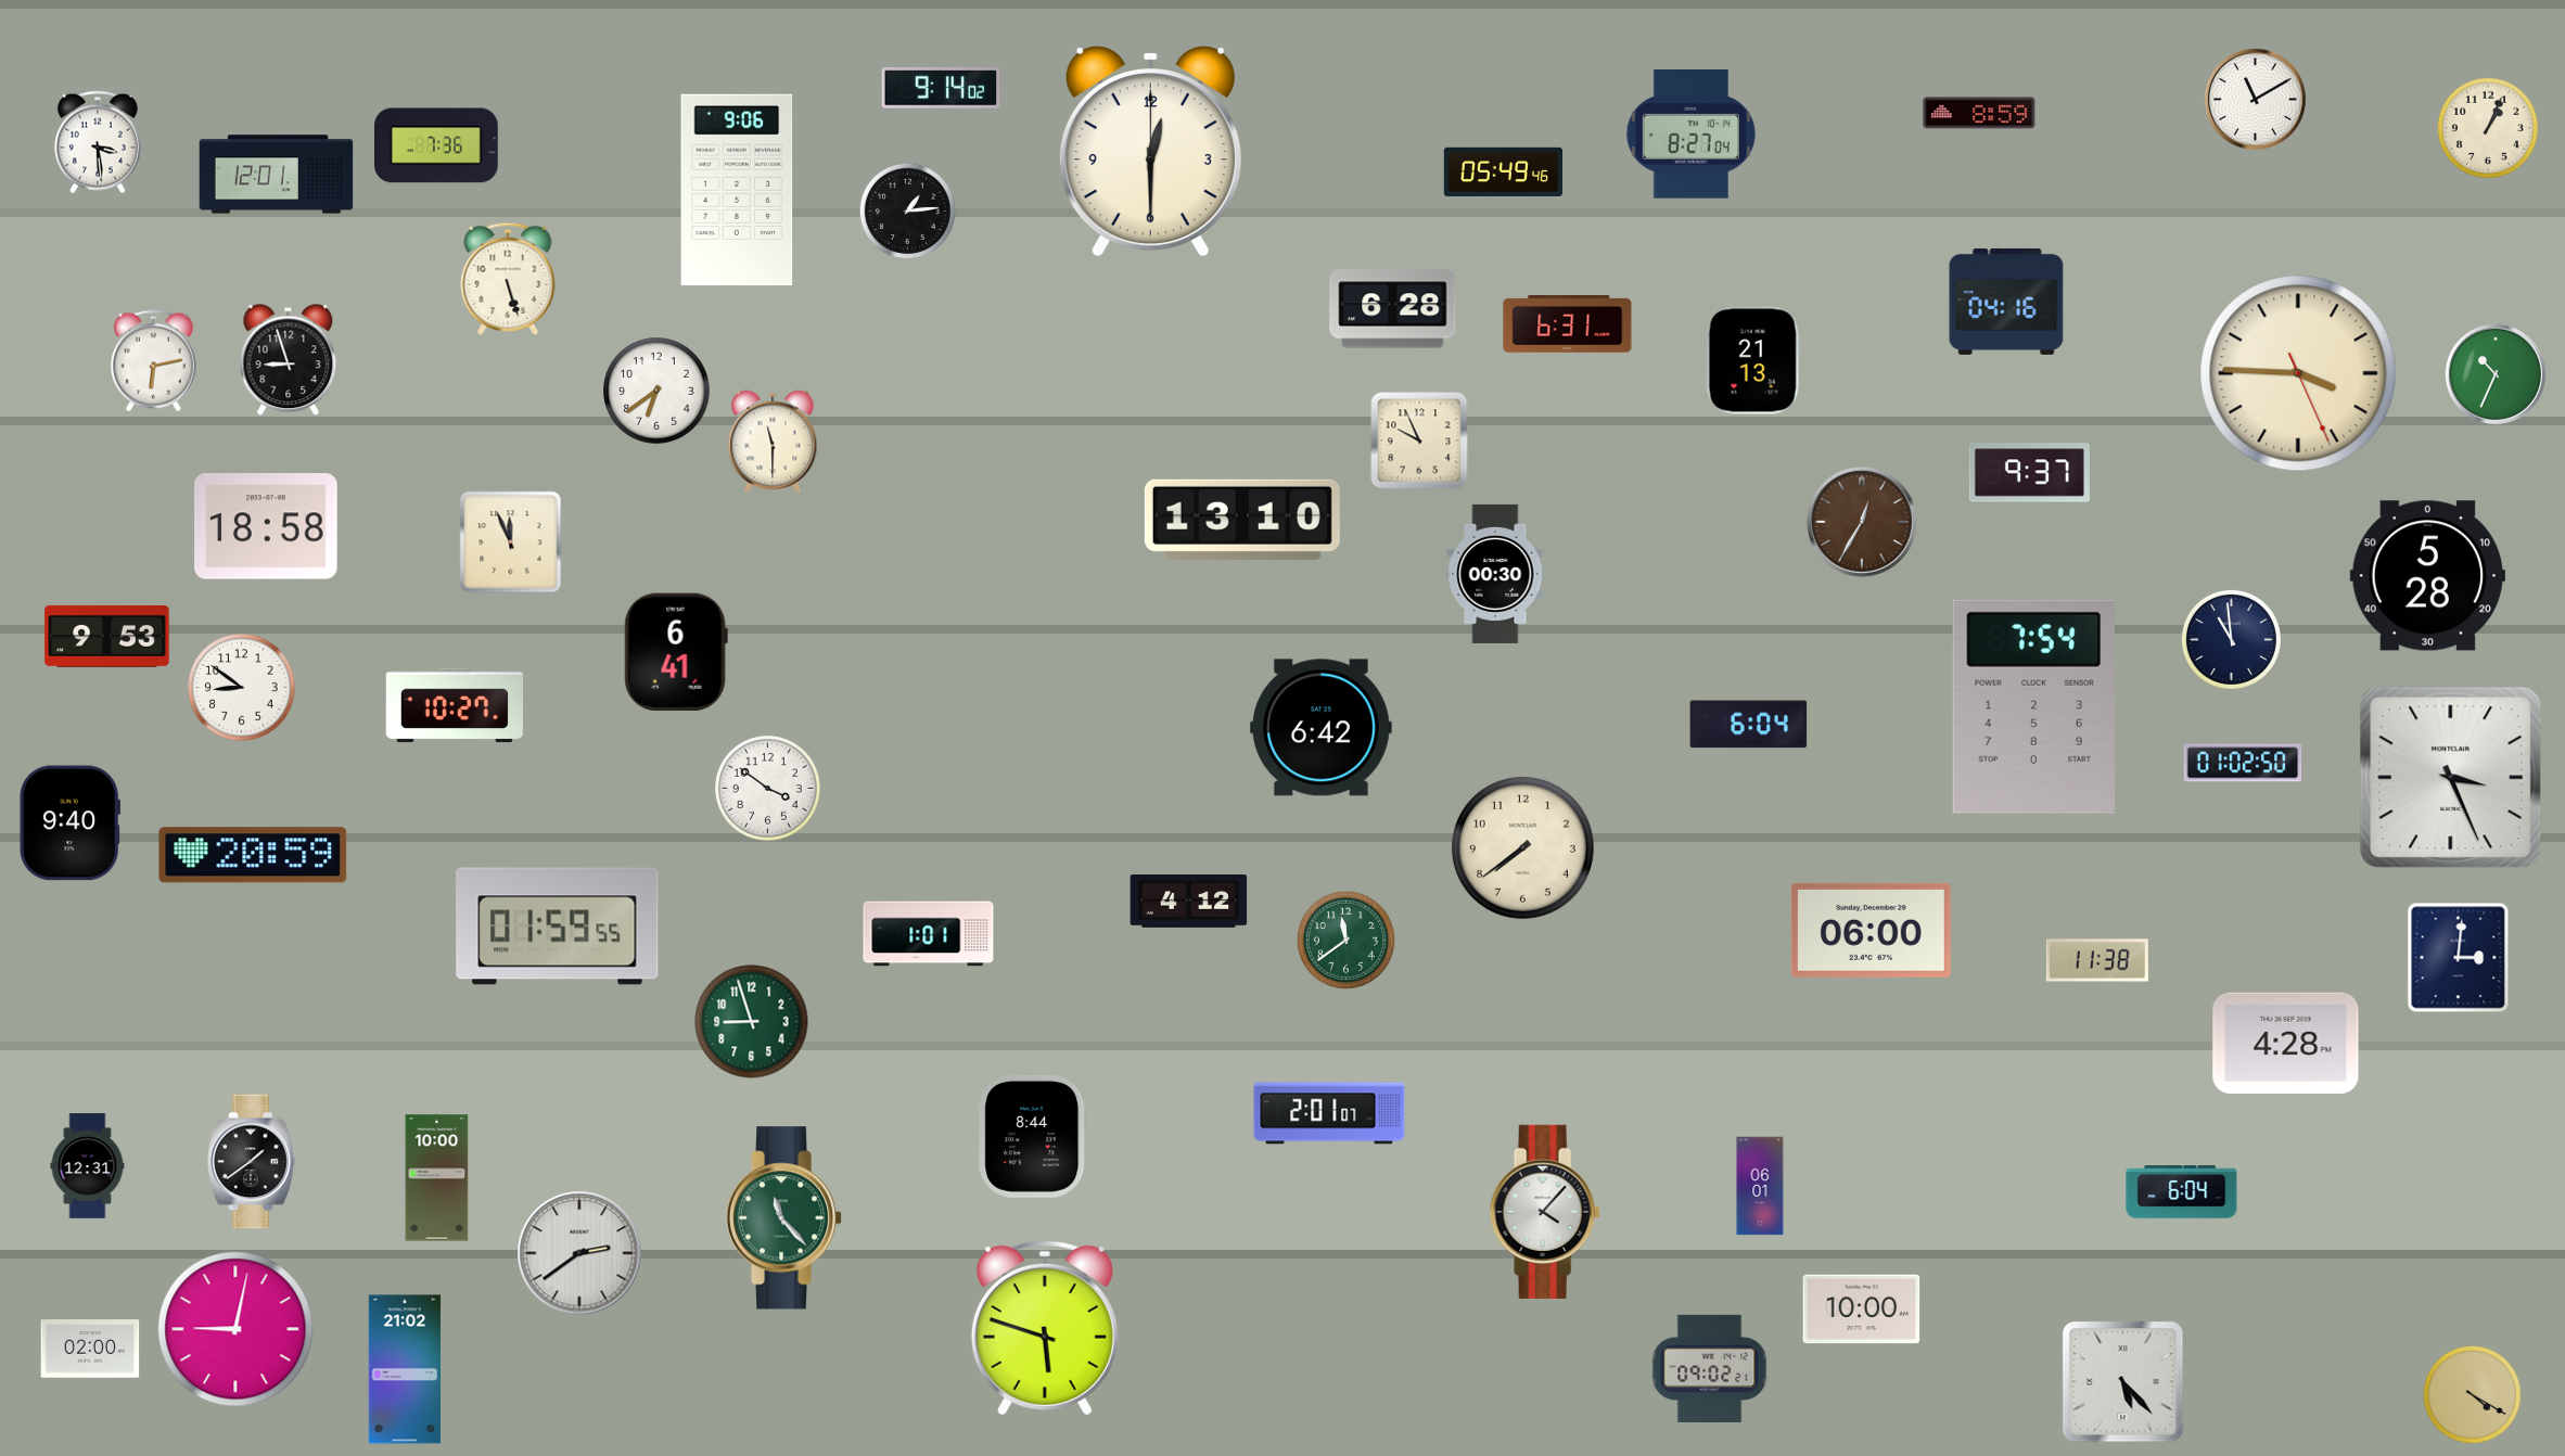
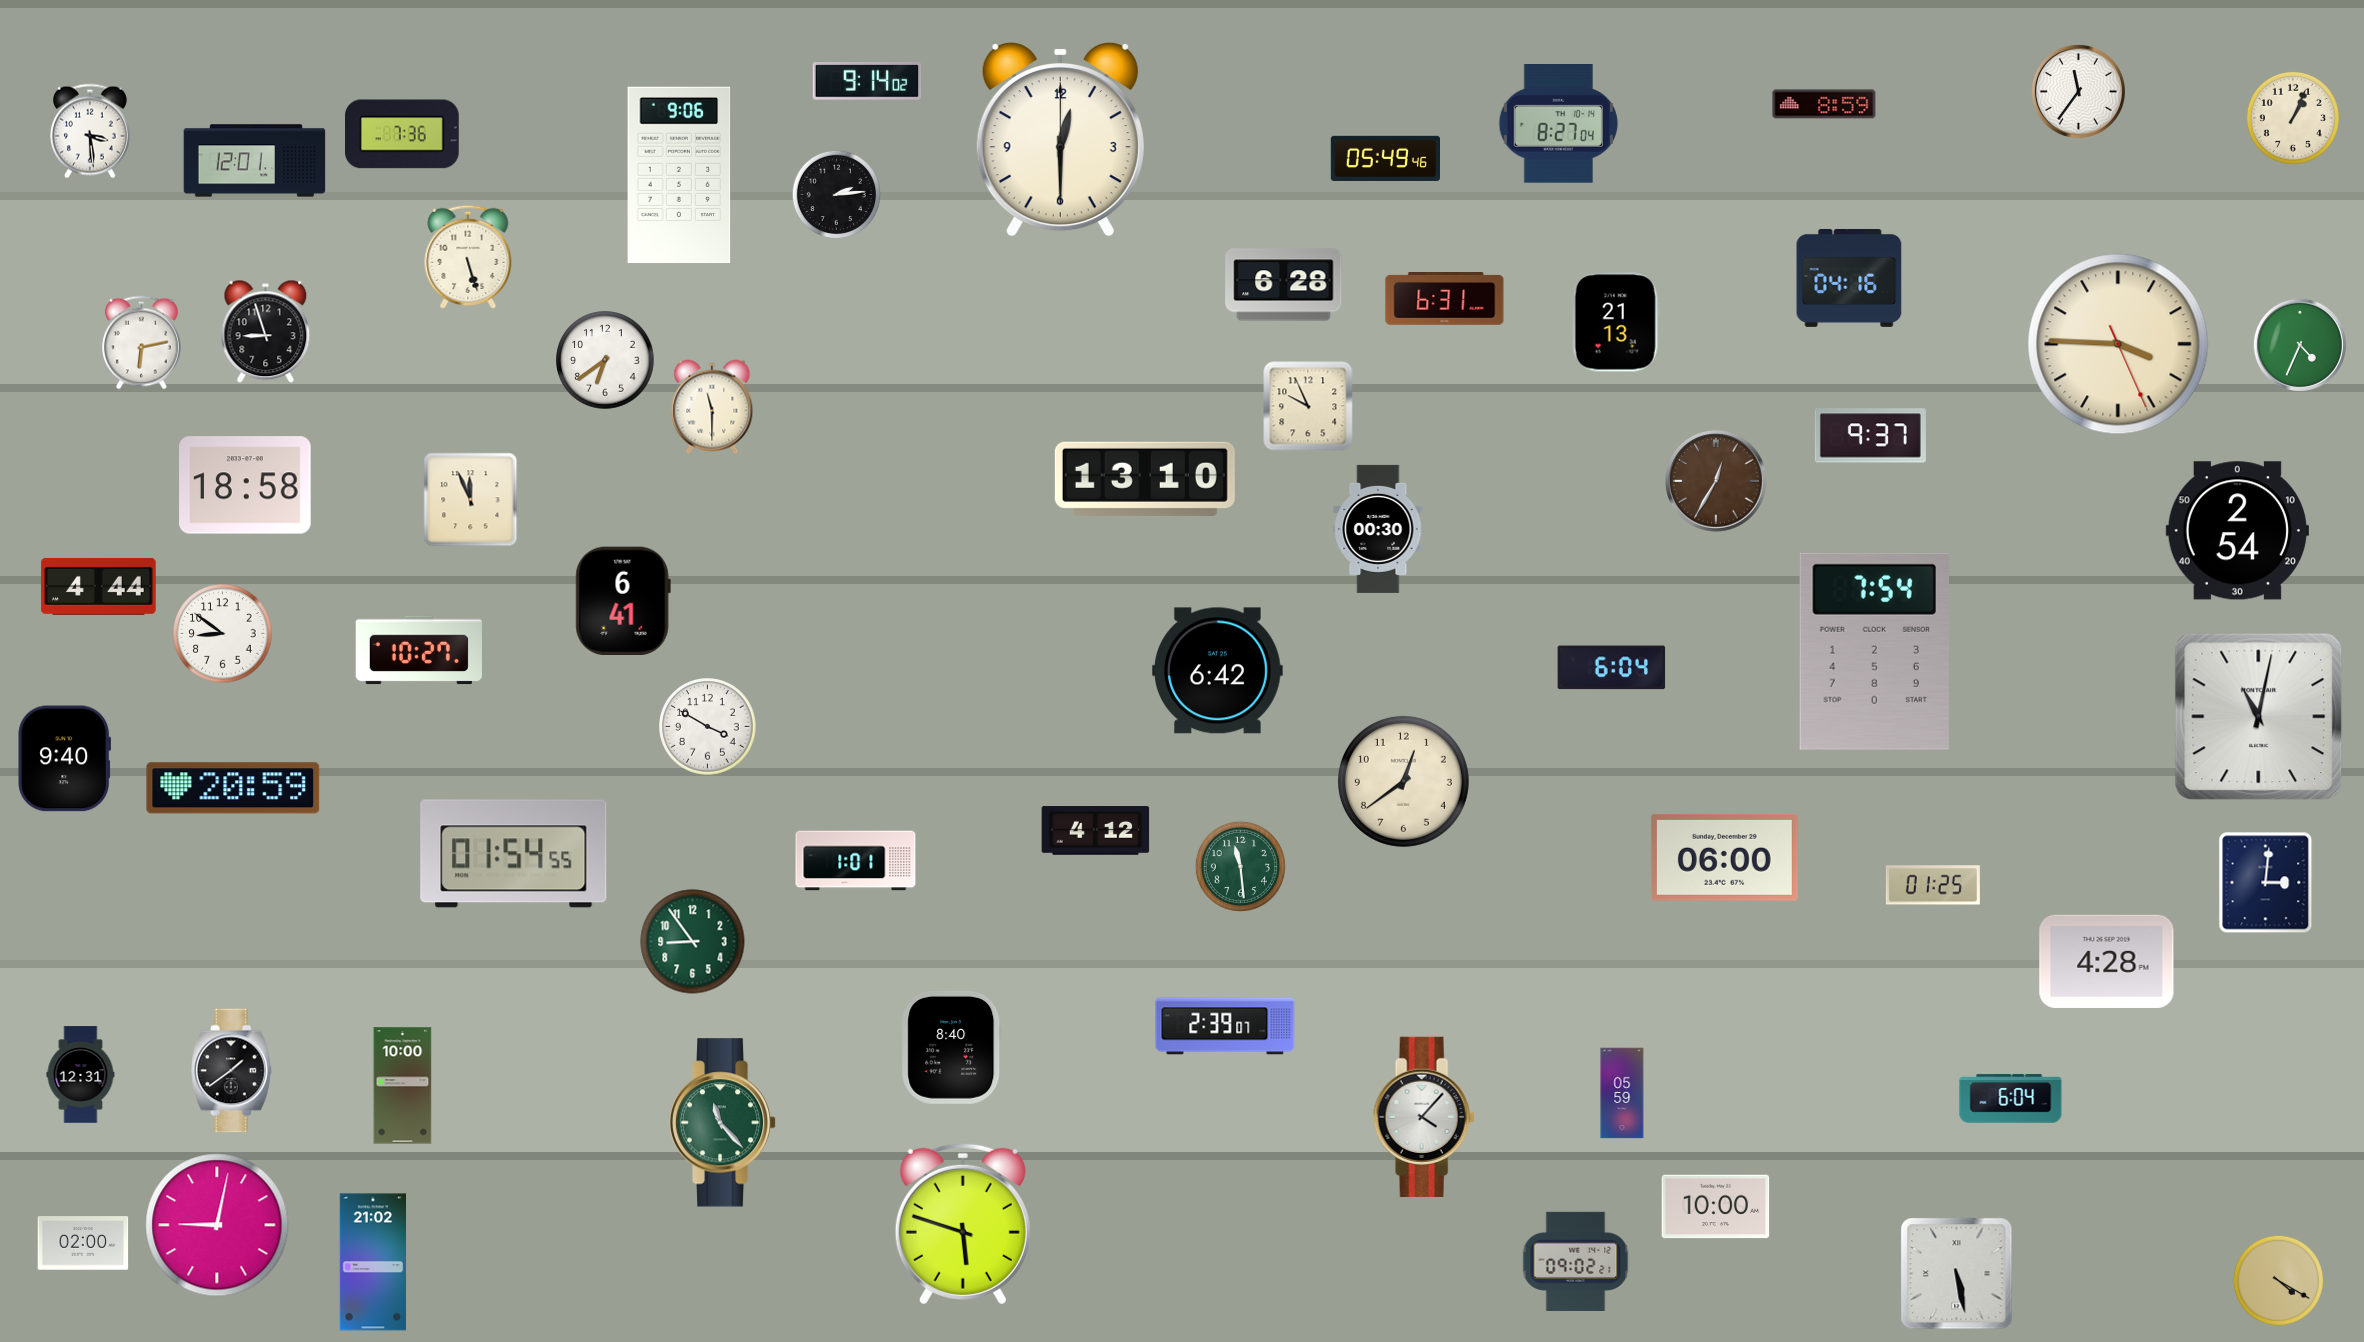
clock at (2255, 99): 11:10 -> 11:36
clock at (907, 210): 1:14 -> 2:14
clock at (1753, 360) position: (1753, 360) -> (1616, 322)
clock at (154, 361) position: (154, 361) -> (142, 343)
clock at (2496, 374): 10:34 -> 4:34
clock at (2427, 576): 5:28 -> 2:54
clock at (107, 636): 9:53 -> 4:44
clock at (2231, 639): 10:59 -> none
clock at (2243, 763): 01:02 -> none
clock at (2451, 778): 3:26 -> 11:02
clock at (768, 789): 3:51 -> 3:50
clock at (1522, 847): 7:39 -> 12:39
clock at (558, 927): 01:59 -> 01:54
clock at (1345, 940): 11:39 -> 11:29
clock at (2097, 960): 11:38 -> 01:25
clock at (752, 1022): 8:57 -> 8:54
clock at (1329, 1113): 2:01 -> 2:39
clock at (1033, 1136): 8:44 -> 8:40
clock at (1760, 1186): 06:01 -> 05:59
clock at (579, 1253): 2:39 -> none
clock at (2123, 1382): 5:23 -> 5:28
clock at (2472, 1394) position: (2472, 1394) -> (2278, 1280)
